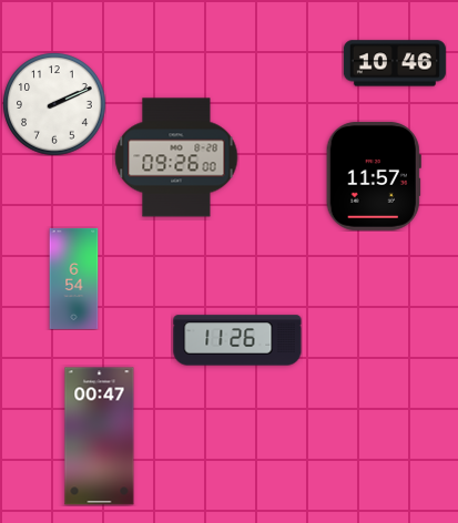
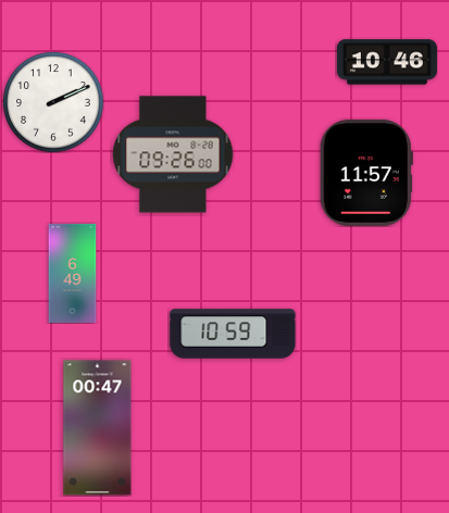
clock at (74, 278): 6:54 -> 6:49
clock at (237, 340): 11:26 -> 10:59
